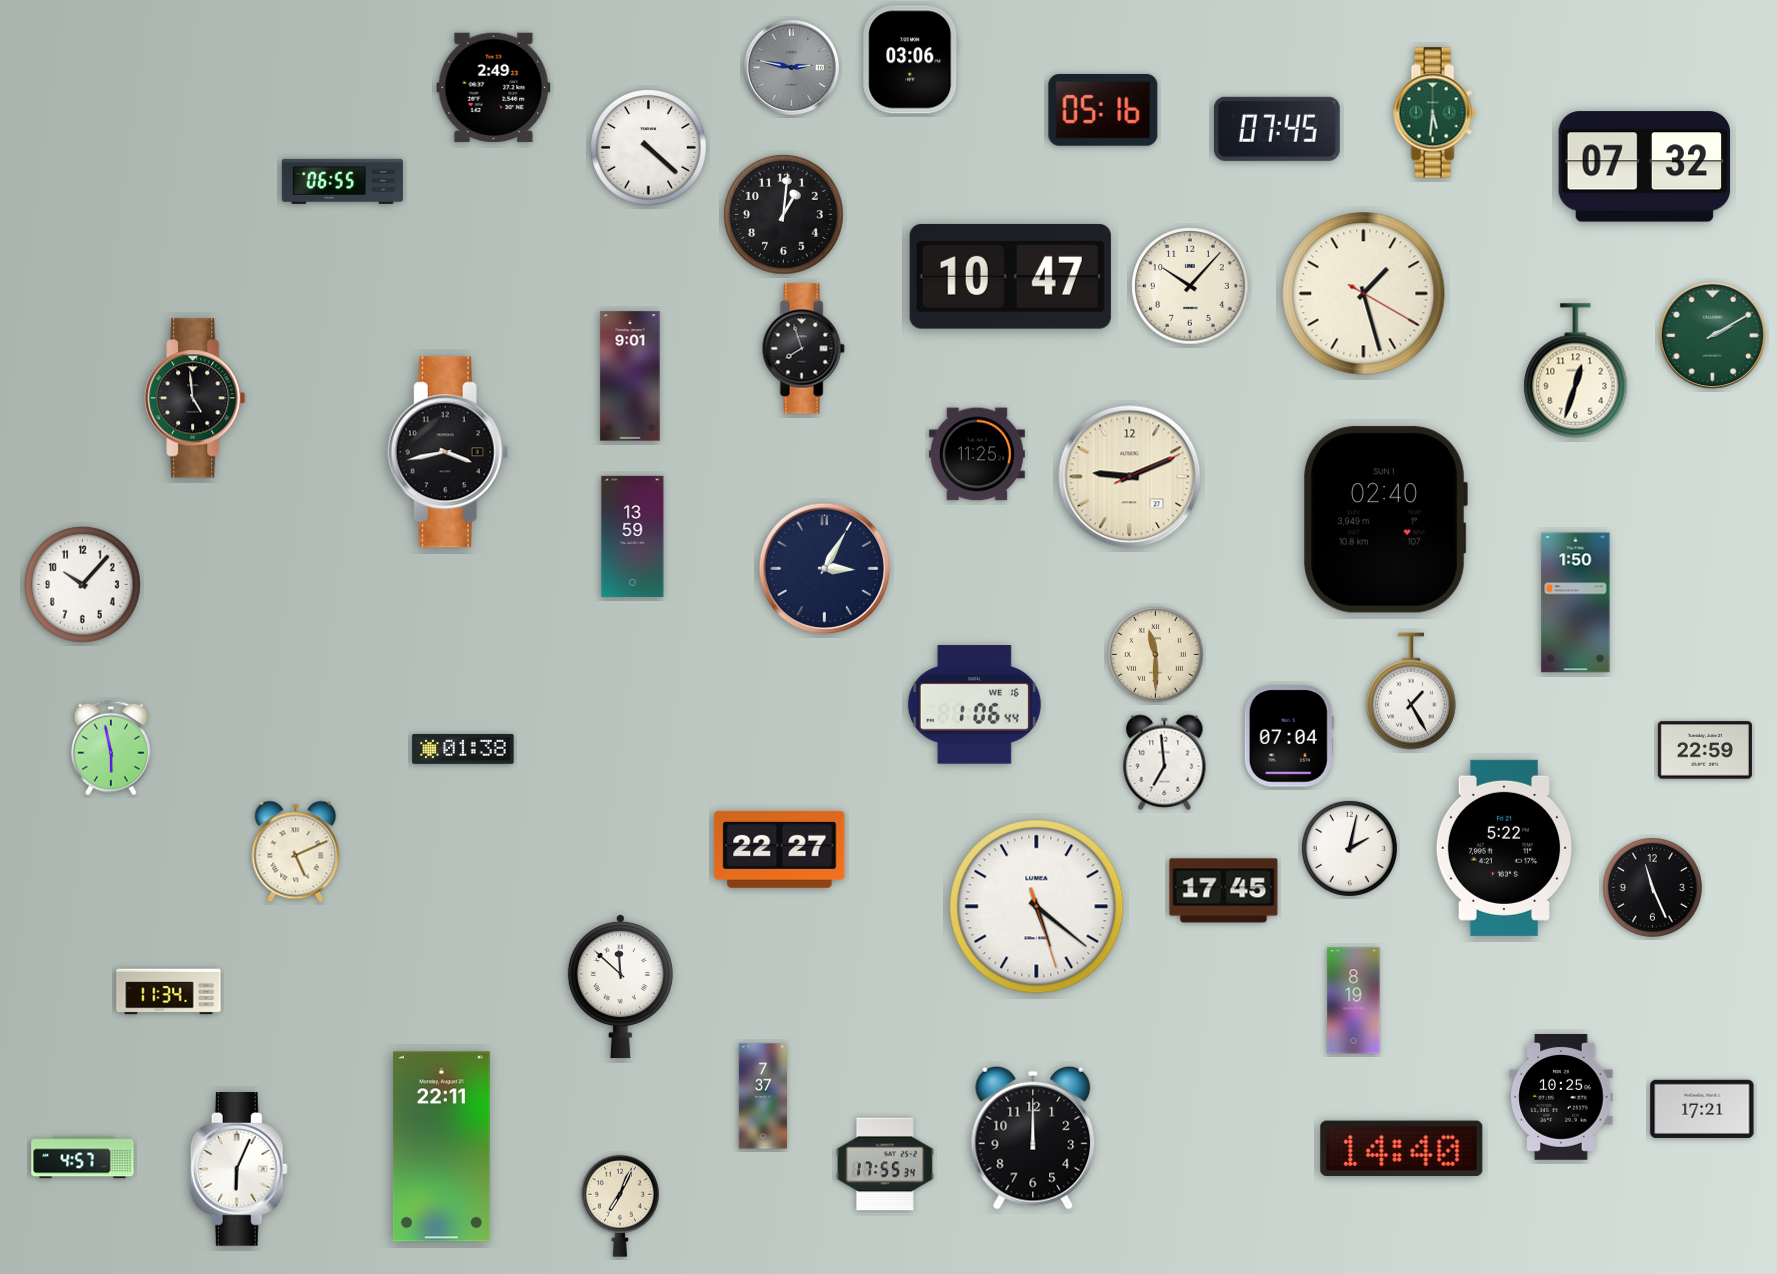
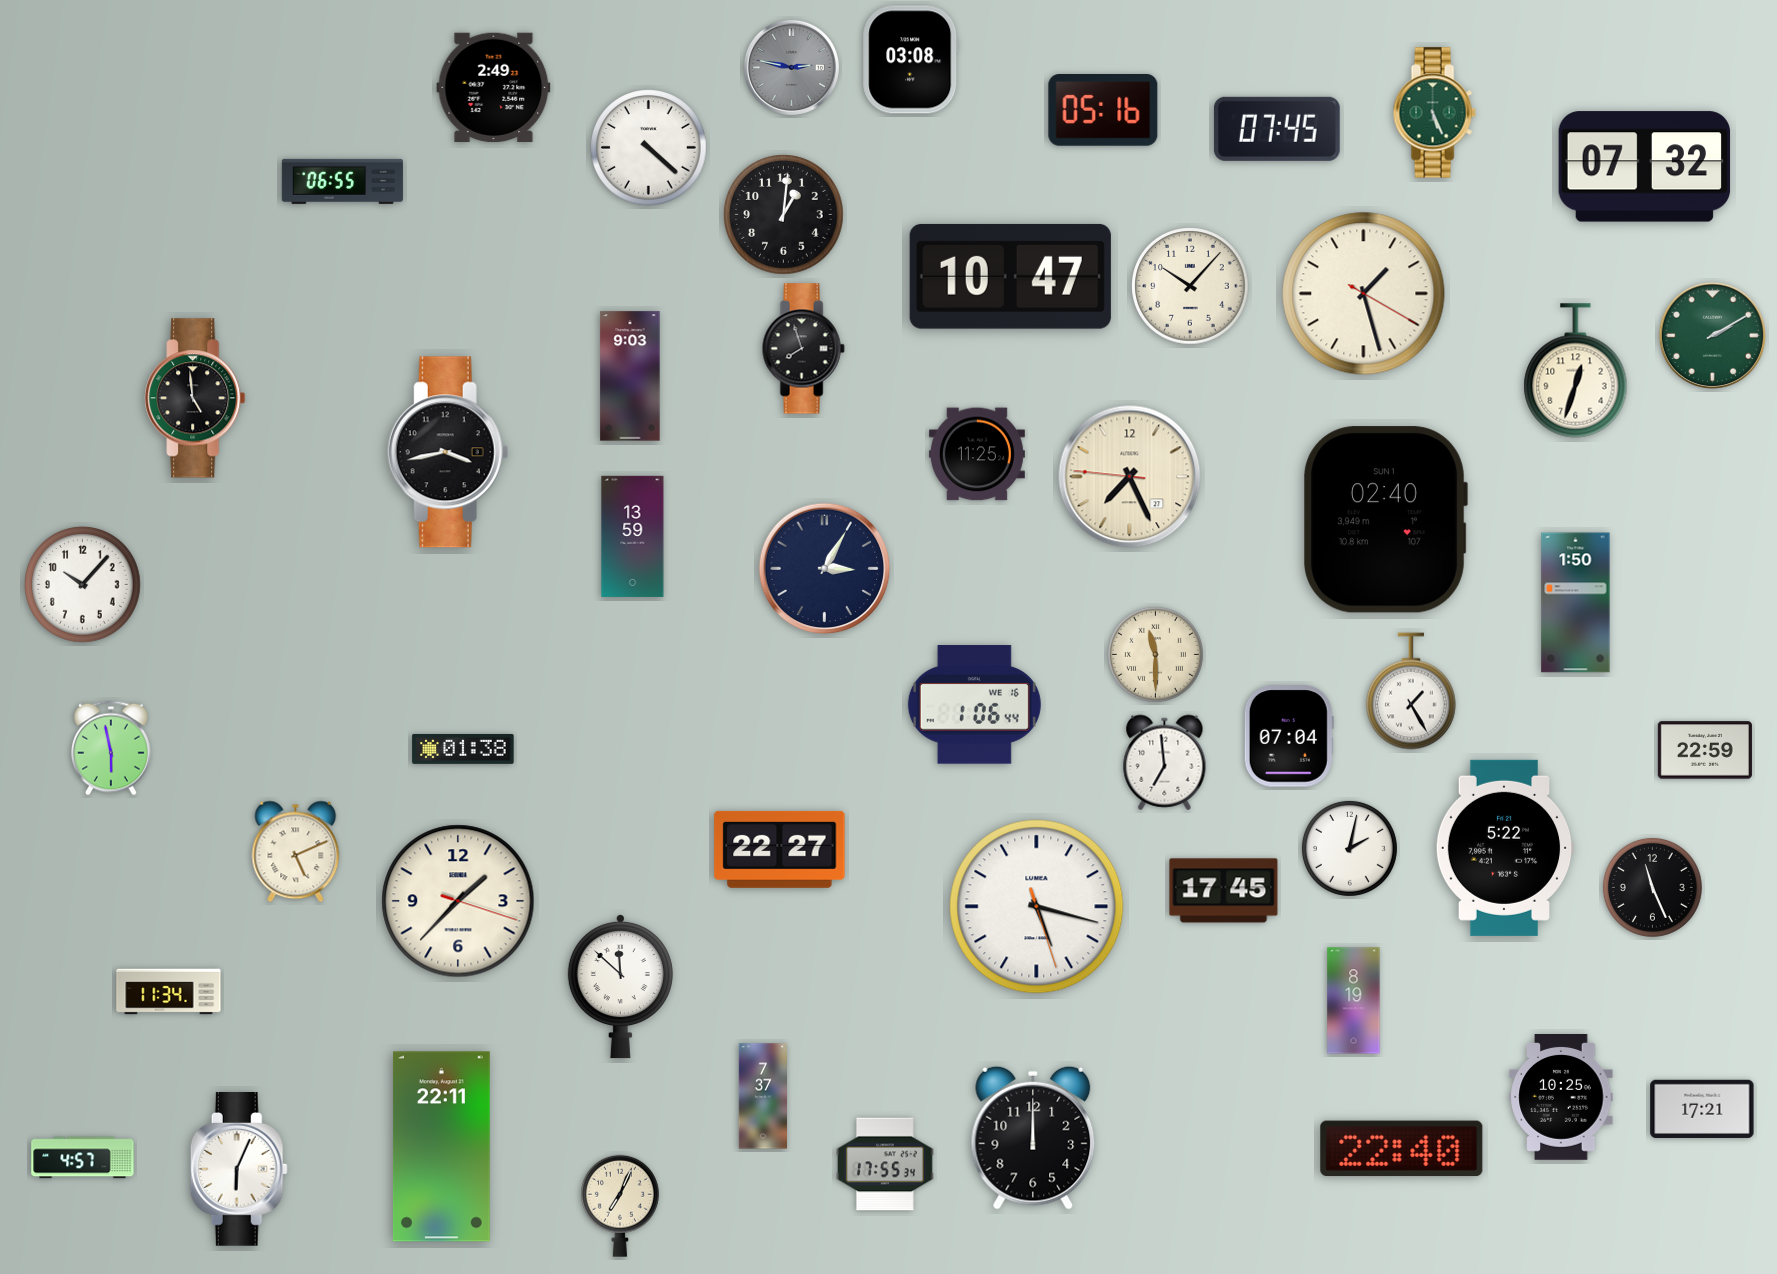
clock at (911, 60): 03:06 -> 03:08
clock at (1434, 113): 5:31 -> 5:26
clock at (630, 376): 9:01 -> 9:03
clock at (1130, 477): 9:11 -> 7:25
clock at (458, 901): none -> 1:37
clock at (1037, 907): 5:21 -> 5:17
clock at (1402, 1149): 14:40 -> 22:40
